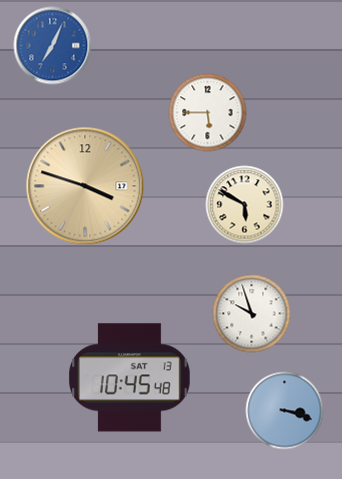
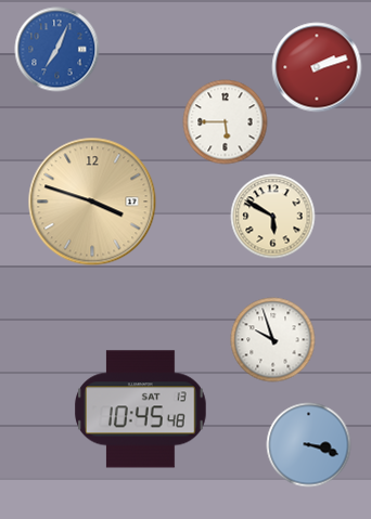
clock at (317, 67): none -> 2:12
clock at (244, 204) position: (244, 204) -> (272, 216)
